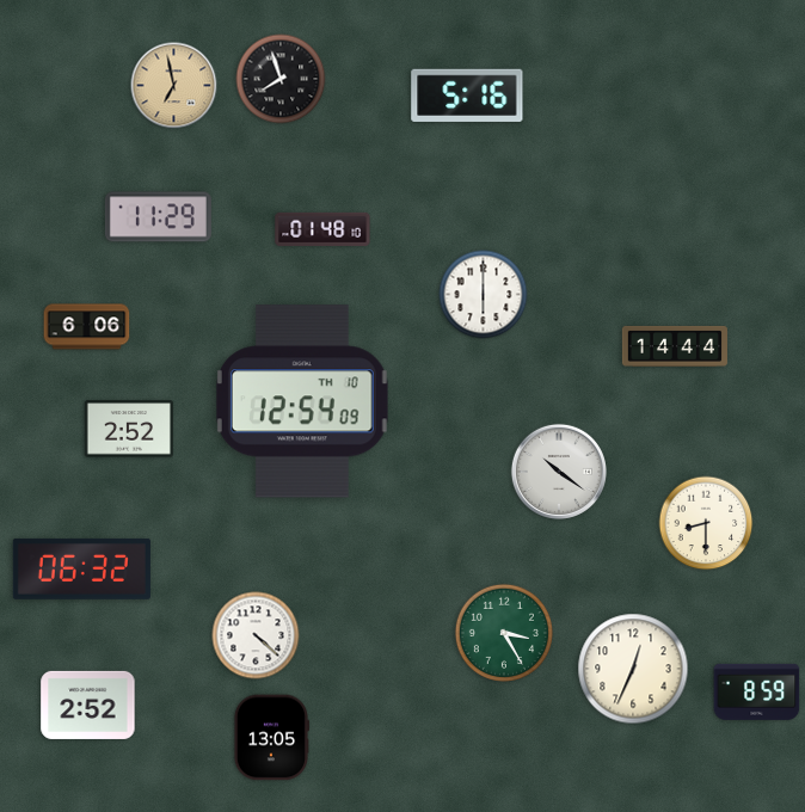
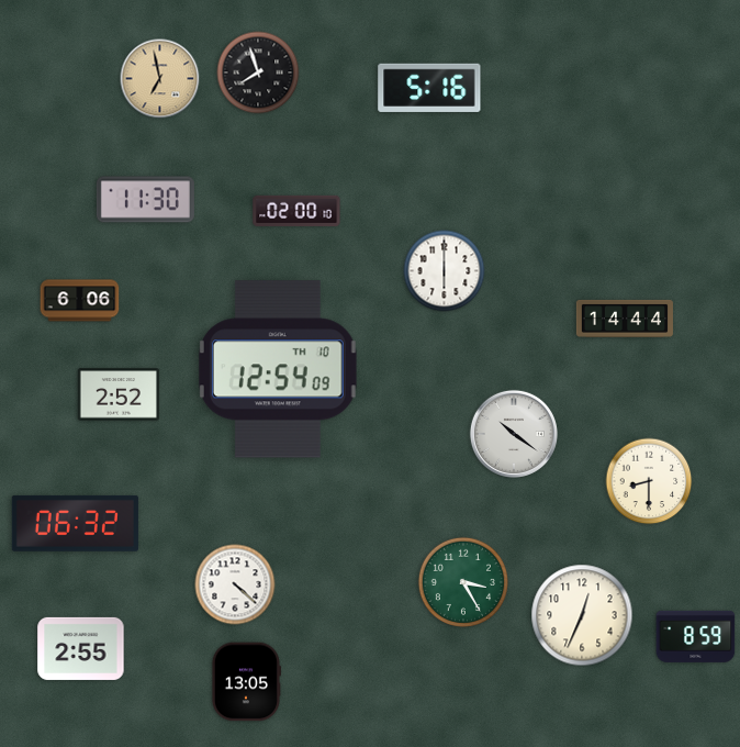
clock at (158, 217): 11:29 -> 11:30
clock at (322, 229): 01:48 -> 02:00
clock at (675, 346) position: (675, 346) -> (625, 319)
clock at (88, 705): 2:52 -> 2:55
clock at (271, 738) position: (271, 738) -> (246, 682)
